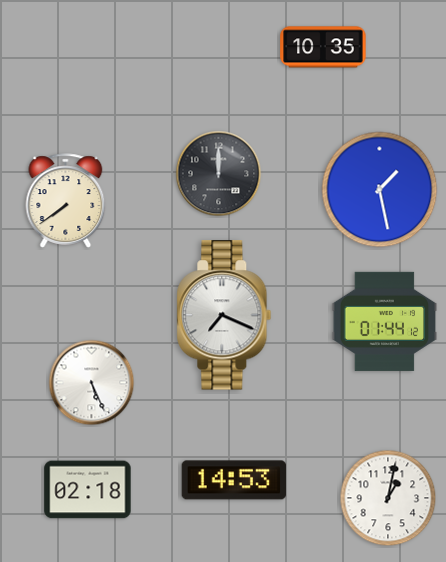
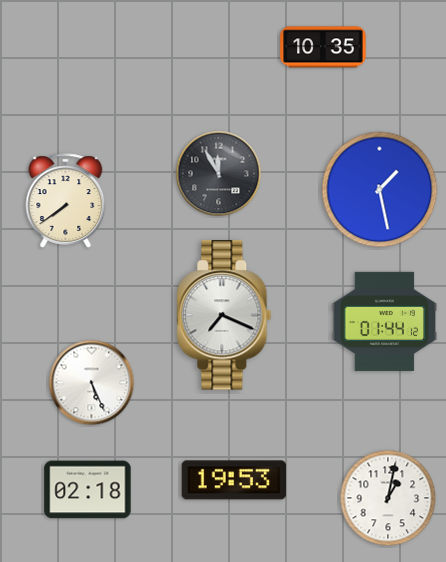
clock at (219, 174): 12:00 -> 11:55
clock at (234, 480): 14:53 -> 19:53
